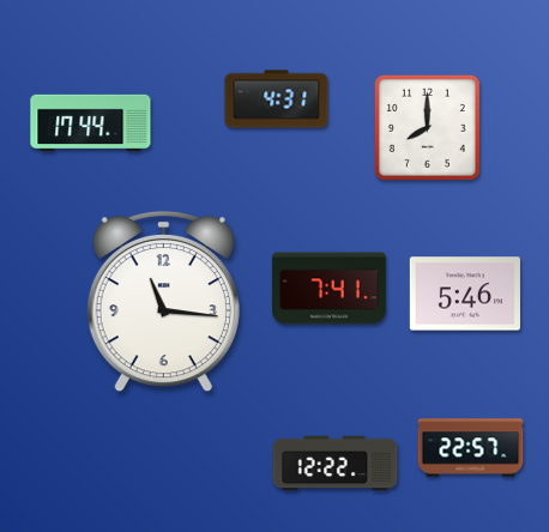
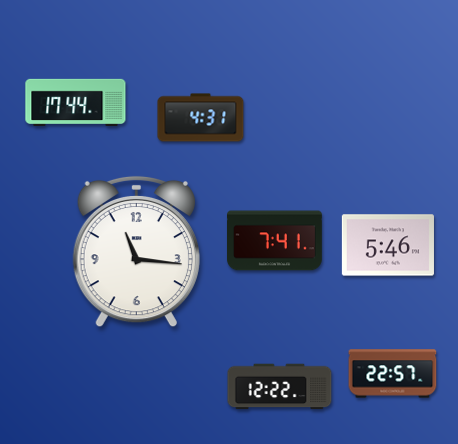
clock at (277, 99) position: (277, 99) -> (201, 118)
clock at (427, 127): 8:00 -> none
